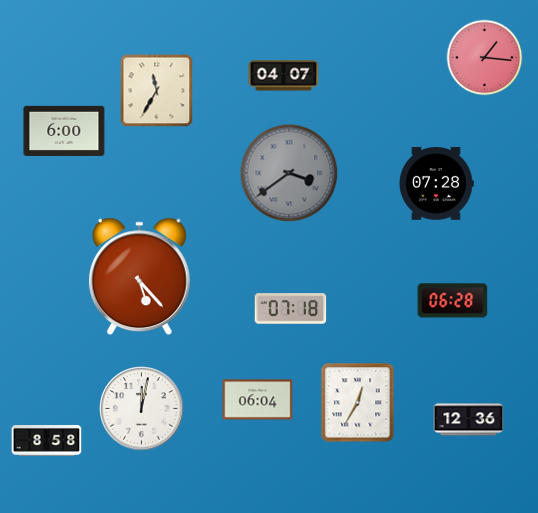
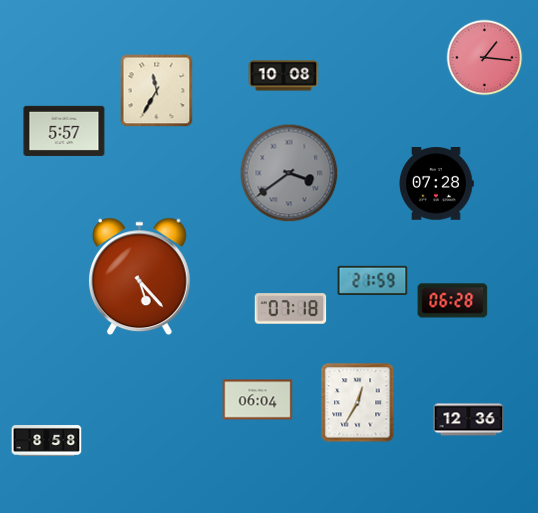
clock at (284, 76): 04:07 -> 10:08
clock at (64, 131): 6:00 -> 5:57
clock at (373, 280): none -> 21:59
clock at (142, 409): 12:02 -> none
